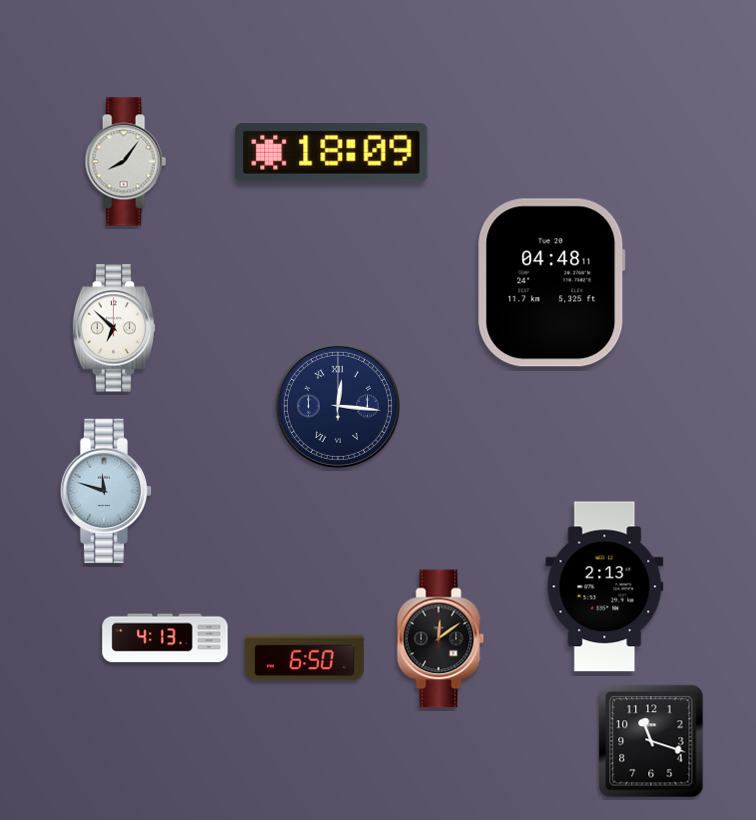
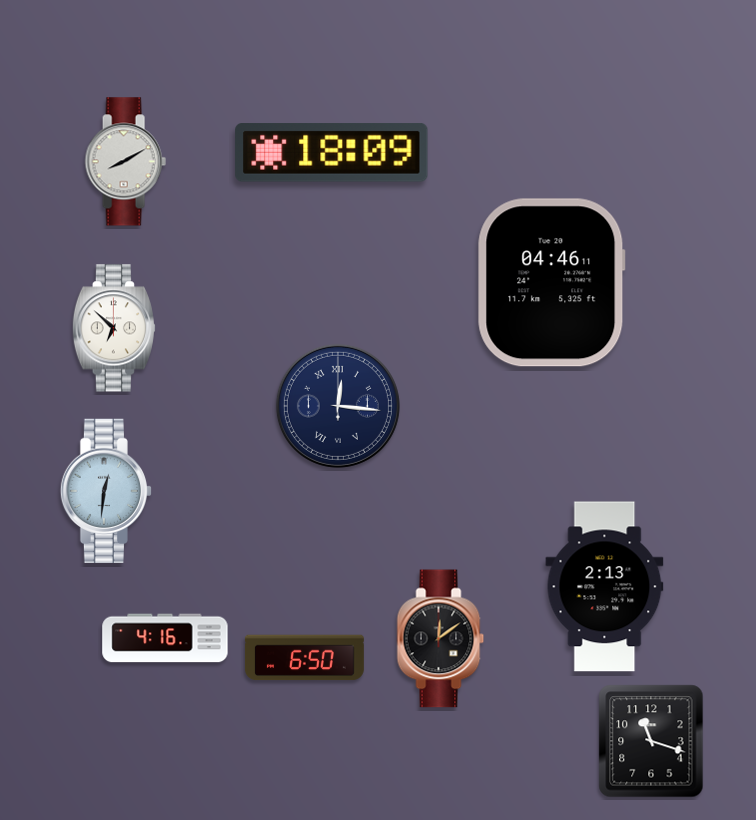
clock at (125, 162): 8:06 -> 8:10
clock at (551, 283): 04:48 -> 04:46
clock at (105, 490): 11:48 -> 12:31
clock at (165, 638): 4:13 -> 4:16
